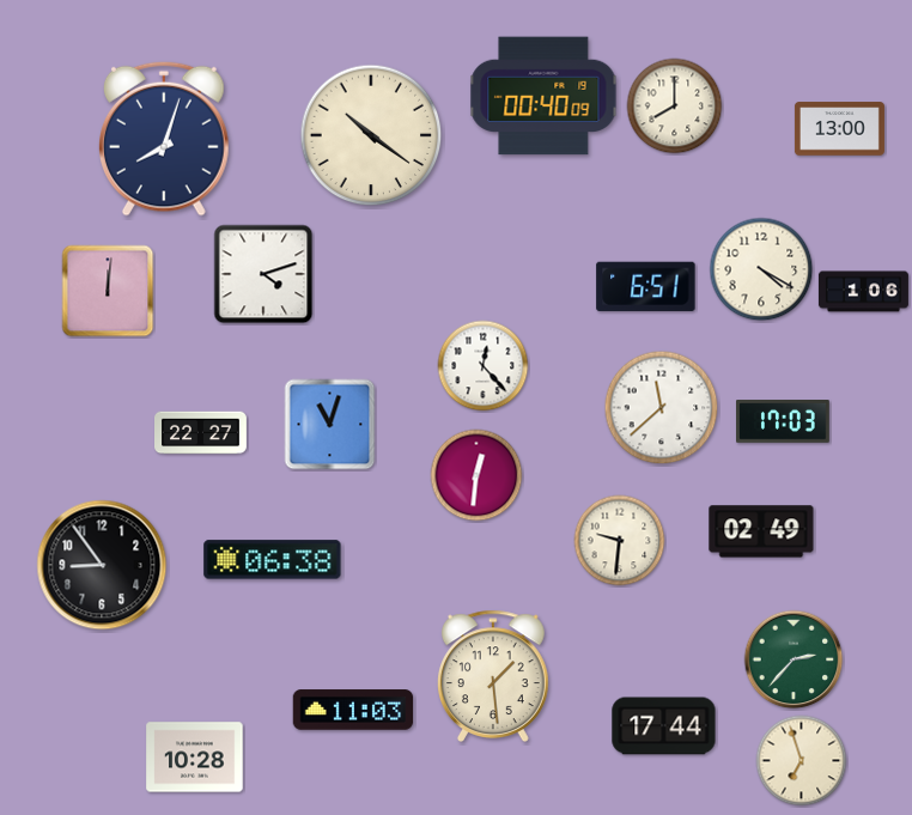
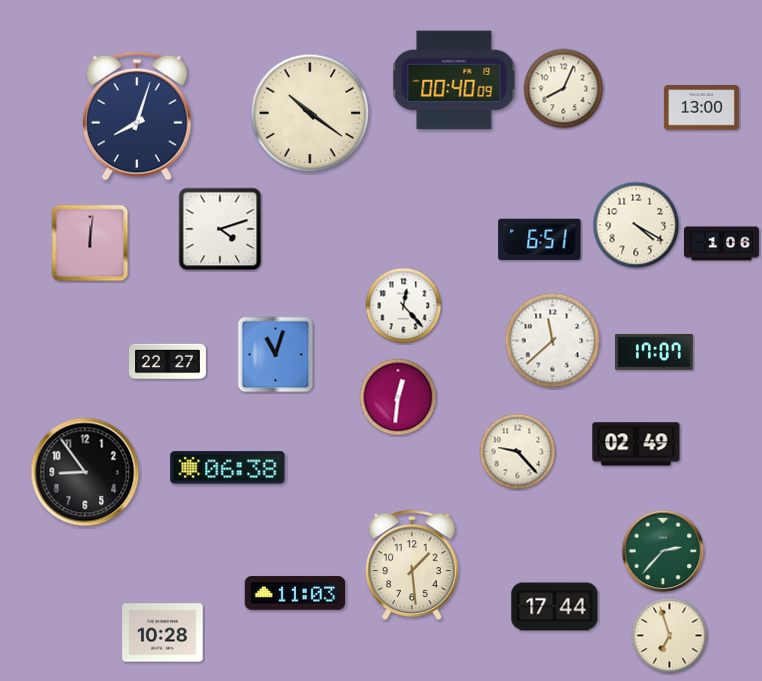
clock at (675, 107): 8:00 -> 8:04
clock at (783, 421): 17:03 -> 17:07
clock at (620, 541): 9:31 -> 9:23
